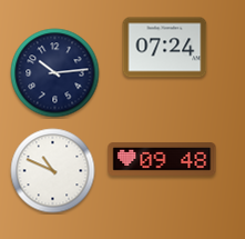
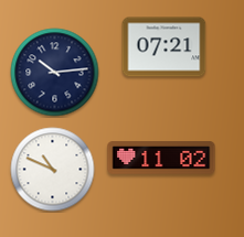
clock at (165, 48): 07:24 -> 07:21
clock at (162, 159): 09:48 -> 11:02
